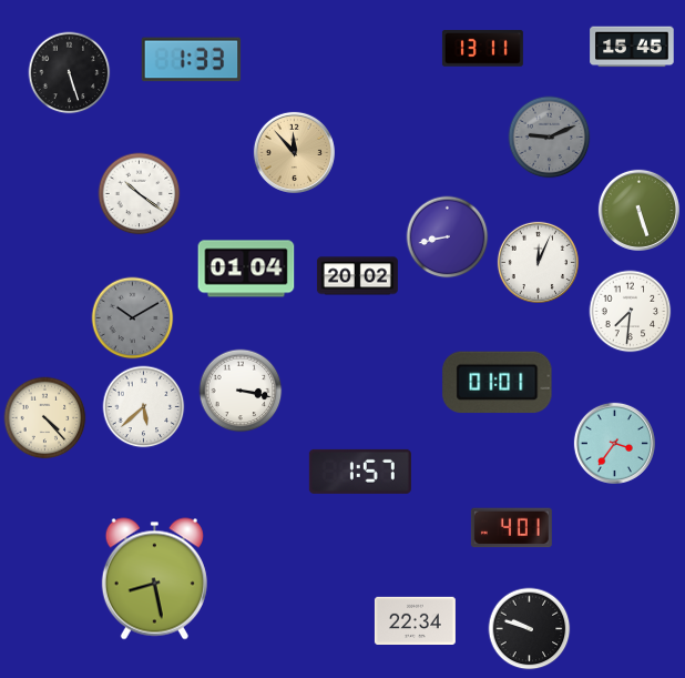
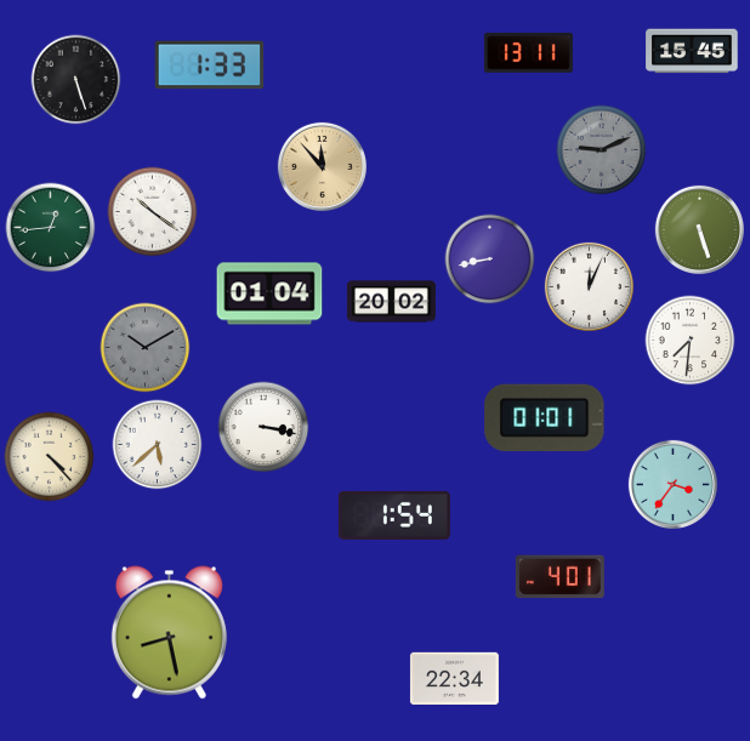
clock at (51, 228): none -> 12:44
clock at (360, 472): 1:57 -> 1:54
clock at (530, 629): 9:48 -> none
